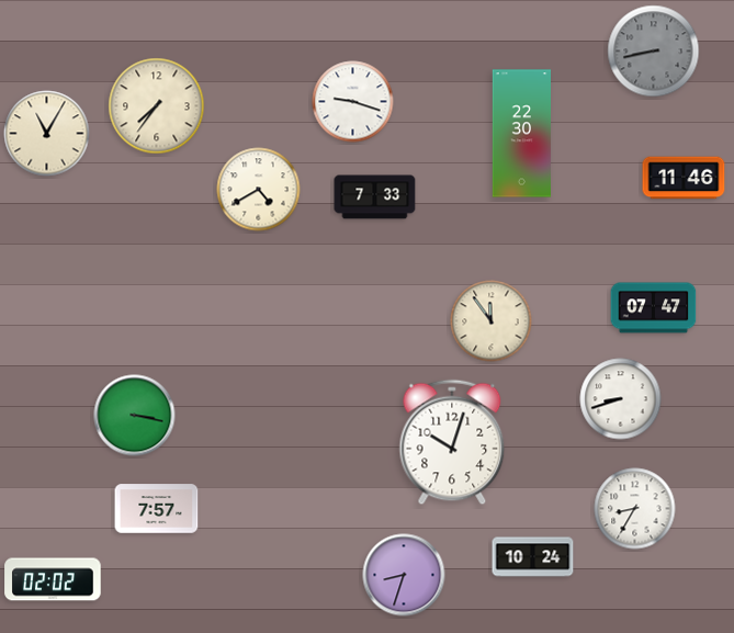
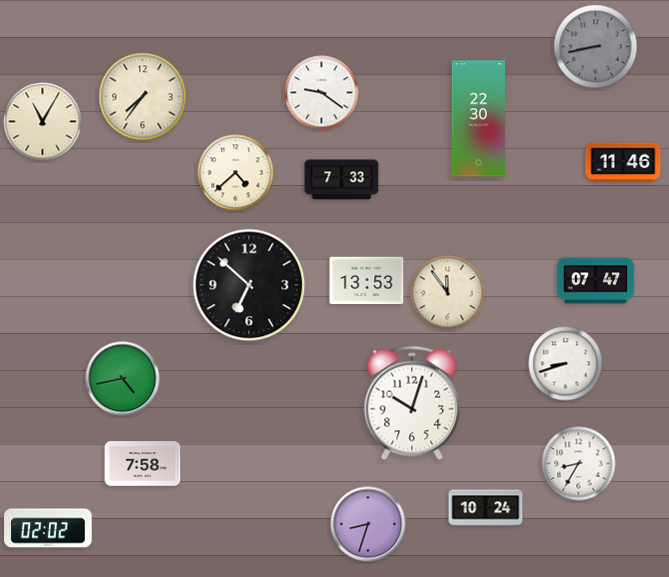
clock at (353, 102): 9:18 -> 9:21
clock at (521, 134) position: (521, 134) -> (478, 119)
clock at (259, 190): 4:40 -> 4:38
clock at (367, 281): none -> 13:53
clock at (249, 285): none -> 6:52
clock at (135, 416): 3:17 -> 4:43
clock at (157, 509): 7:57 -> 7:58
